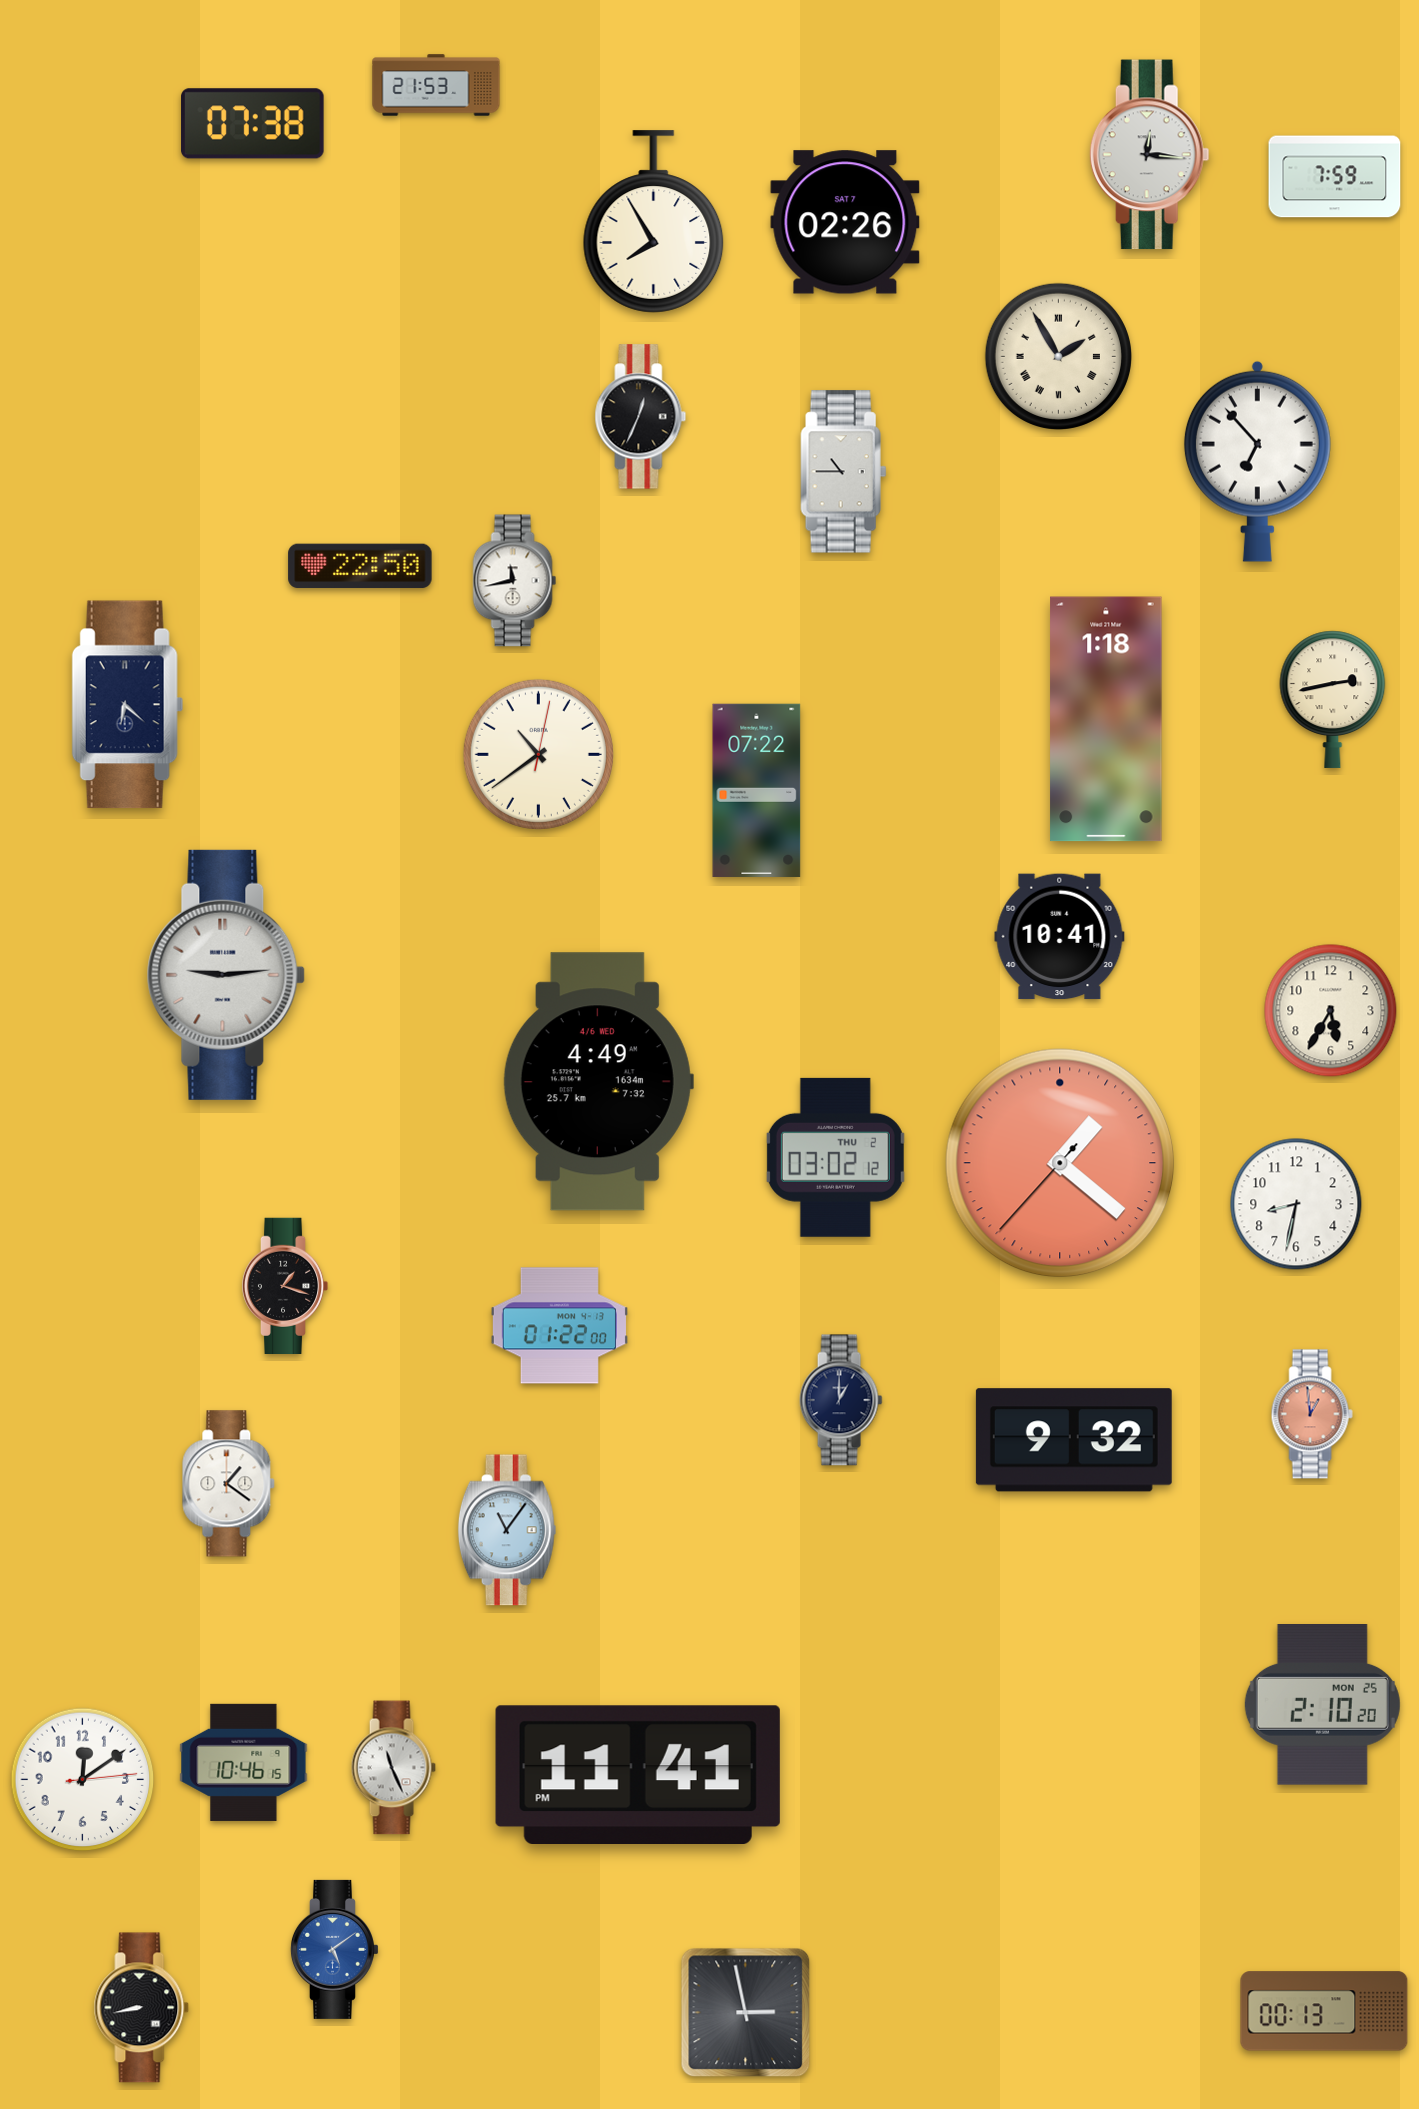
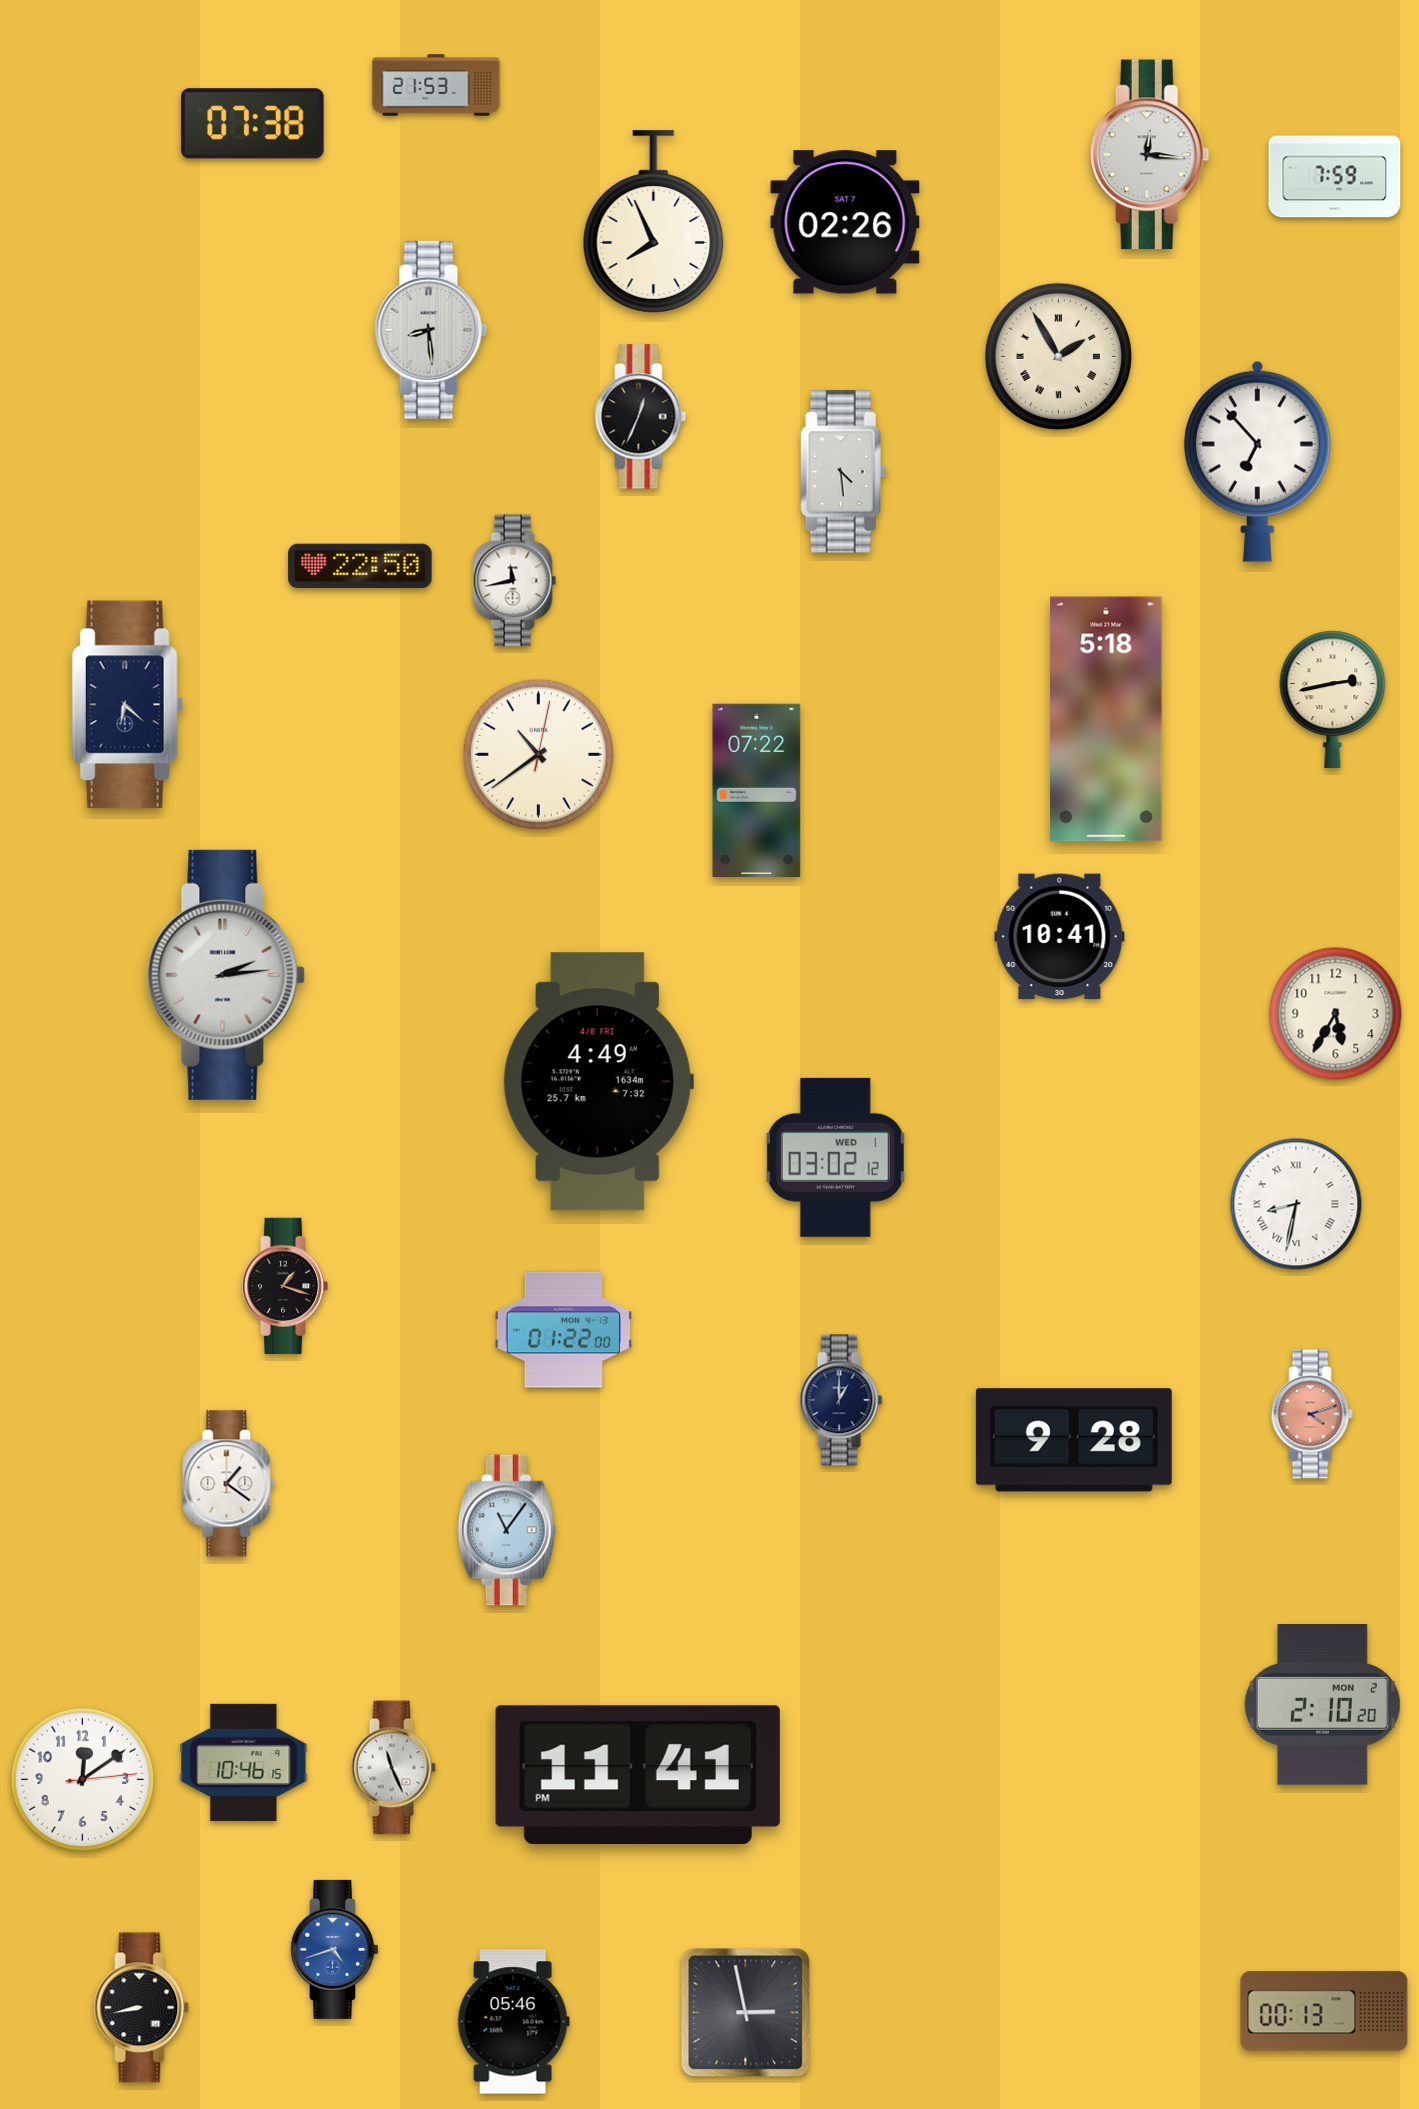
clock at (654, 222): 7:55 -> 7:56
clock at (431, 330): none -> 8:29
clock at (844, 472): 10:45 -> 4:29
clock at (1106, 719): 1:18 -> 5:18
clock at (226, 975): 9:14 -> 2:14
clock at (1331, 1011) position: (1331, 1011) -> (1336, 1014)
clock at (598, 1082) date: 4/6 WED -> 4/8 FRI
clock at (835, 1157) date: THU 2 -> WED 1
clock at (1060, 1163): 1:21 -> none
clock at (1296, 1204) numerals: Arabic -> Roman
clock at (559, 1326) position: (559, 1326) -> (563, 1330)
clock at (1312, 1414): 12:59 -> 4:12
clock at (1074, 1440): 9:32 -> 9:28
clock at (1322, 1705) date: MON 25 -> MON 2
clock at (334, 1949): 5:09 -> 4:42
clock at (513, 2022): none -> 05:46
